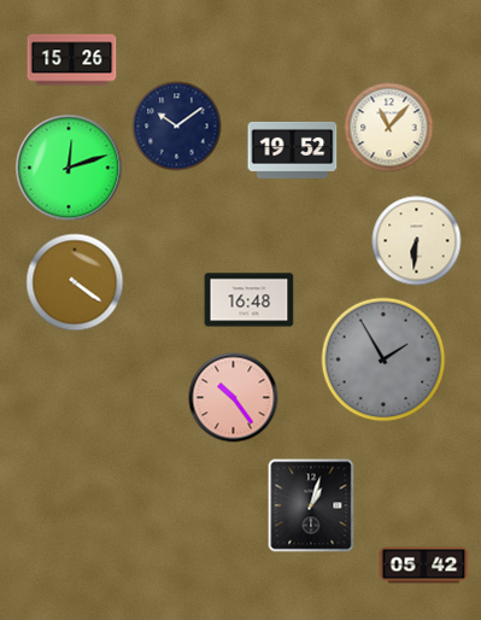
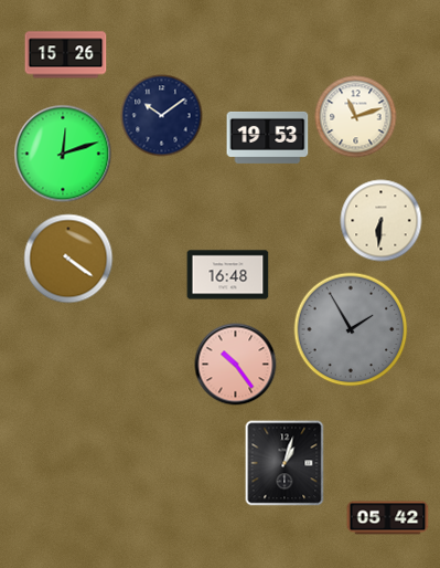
clock at (389, 128): 11:07 -> 11:12
clock at (293, 150): 19:52 -> 19:53
clock at (234, 398) position: (234, 398) -> (236, 365)
